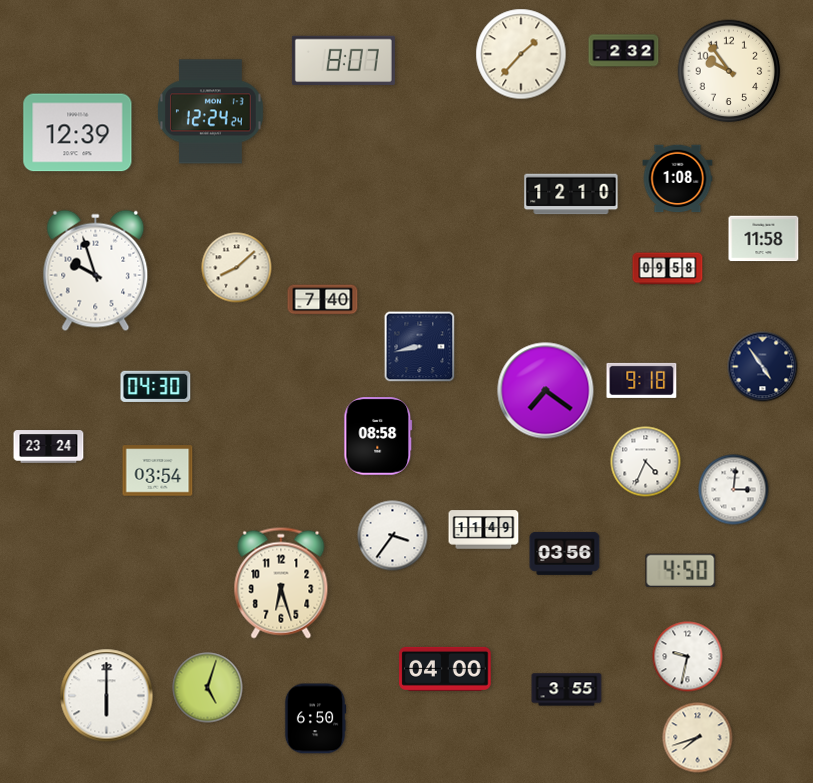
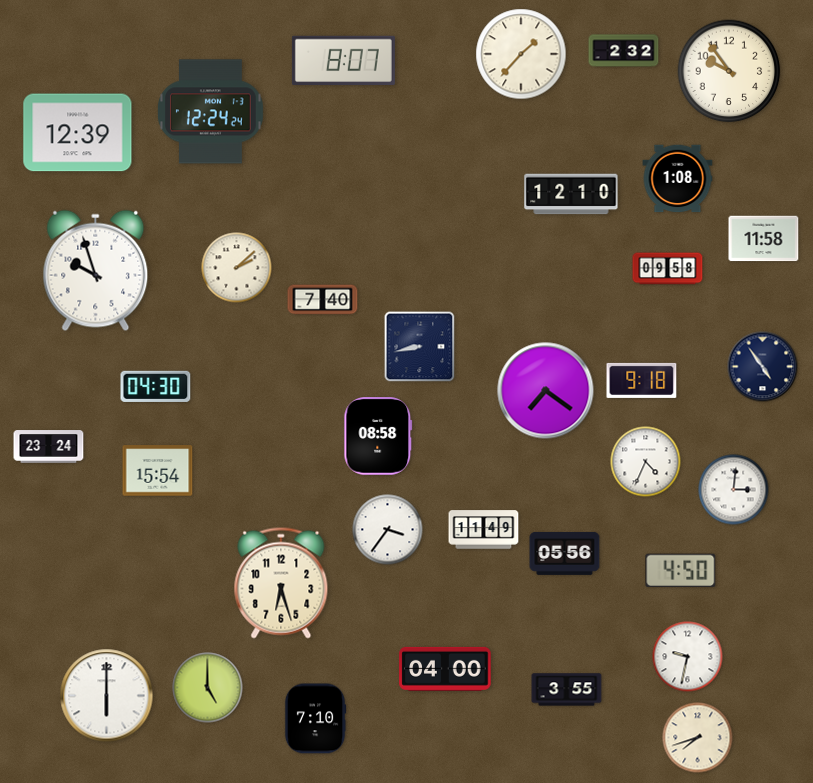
clock at (237, 268): 8:08 -> 2:08
clock at (158, 471): 03:54 -> 15:54
clock at (393, 536) position: (393, 536) -> (388, 530)
clock at (565, 553): 03:56 -> 05:56
clock at (208, 688): 5:03 -> 5:00
clock at (315, 719): 6:50 -> 7:10
